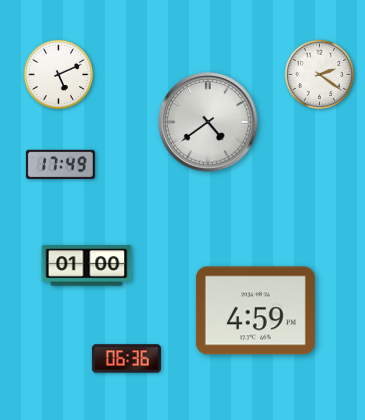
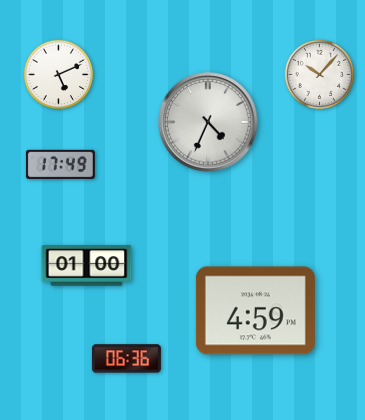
clock at (320, 75): 2:21 -> 10:07
clock at (208, 122): 4:39 -> 4:34
